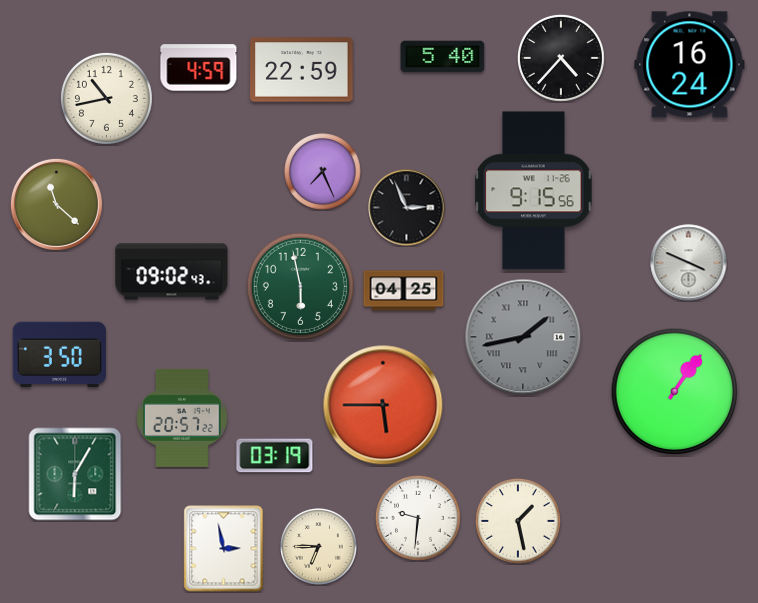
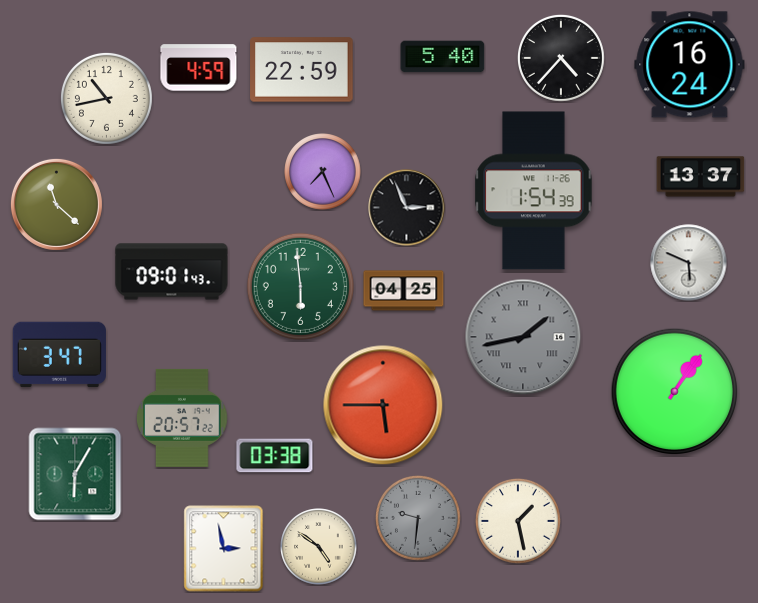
clock at (701, 177): none -> 13:37
clock at (534, 191): 9:15 -> 1:54
clock at (689, 263): 3:49 -> 5:49
clock at (172, 272): 09:02 -> 09:01
clock at (300, 286): 5:58 -> 5:59
clock at (59, 355): 3:50 -> 3:47
clock at (275, 456): 03:19 -> 03:38
clock at (418, 518) dial: white -> grey
clock at (319, 547): 6:45 -> 4:51
